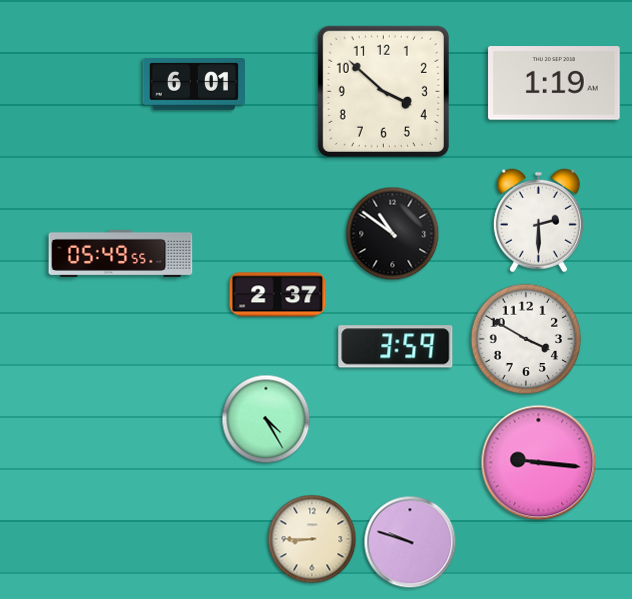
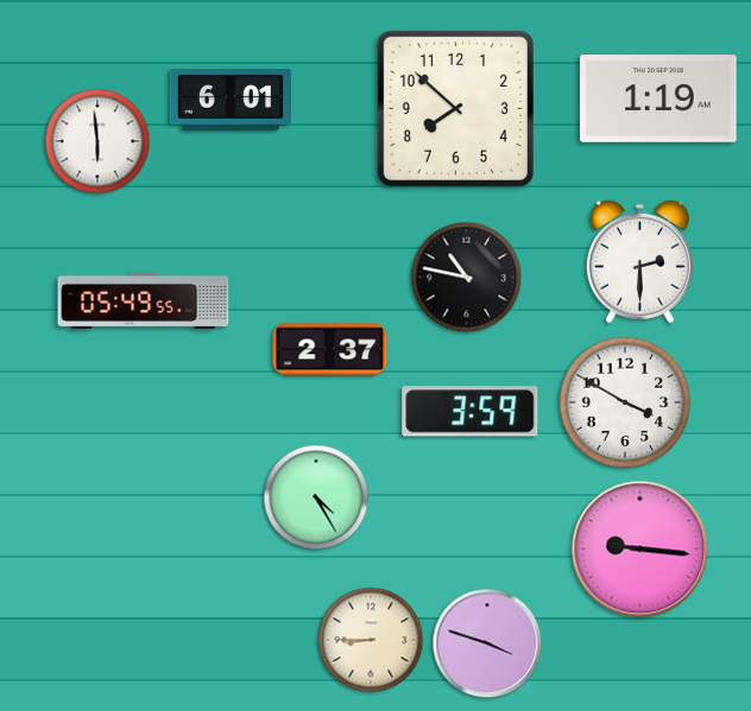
clock at (383, 91): 3:52 -> 7:52
clock at (97, 141): none -> 5:59
clock at (393, 234): 10:51 -> 10:47
clock at (410, 542): 9:48 -> 3:48
